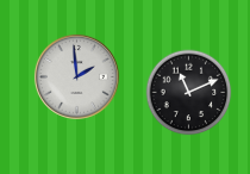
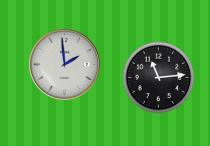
clock at (189, 93): 11:11 -> 11:14
